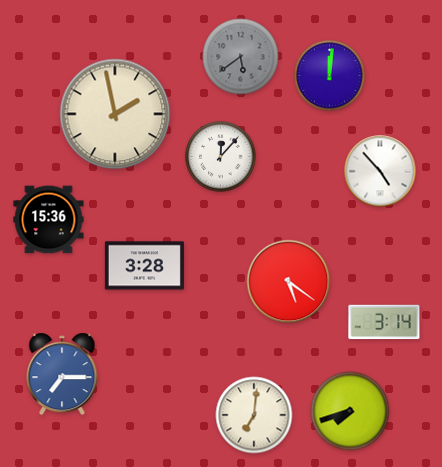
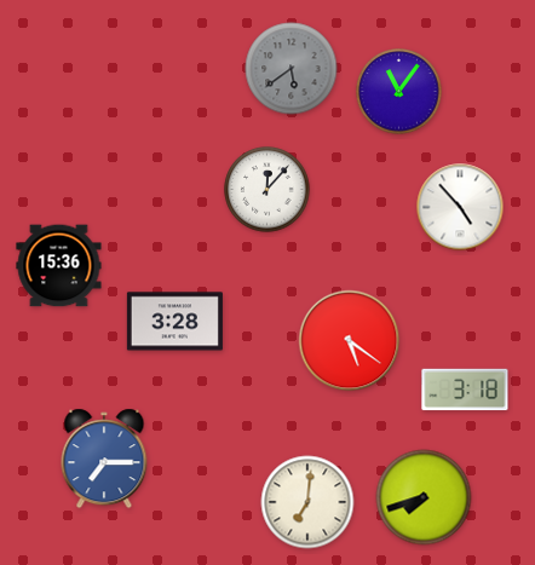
clock at (330, 76): 12:01 -> 11:06
clock at (115, 114): 1:58 -> none
clock at (384, 322): 3:14 -> 3:18
clock at (62, 374) position: (62, 374) -> (104, 459)
